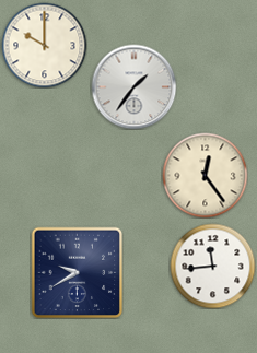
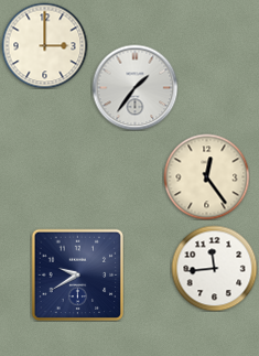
clock at (44, 45): 10:00 -> 3:00
